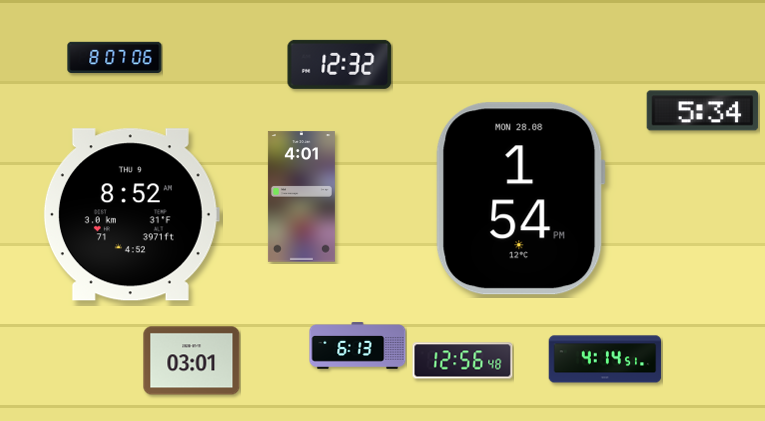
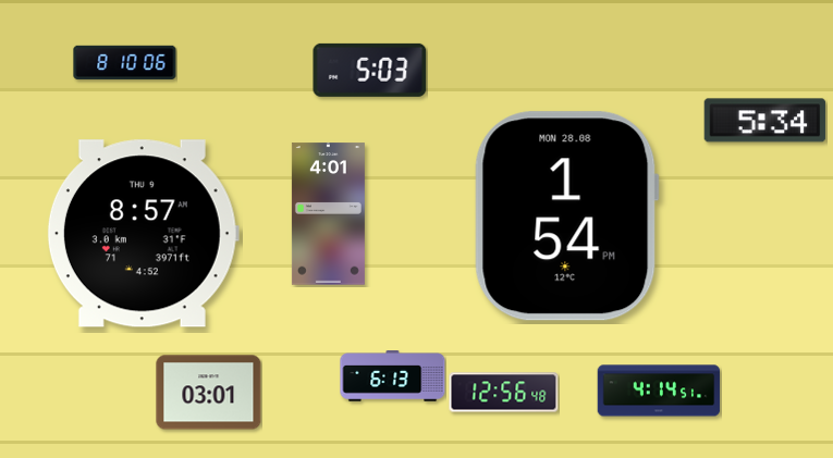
clock at (115, 58): 8:07 -> 8:10
clock at (340, 64): 12:32 -> 5:03
clock at (131, 215): 8:52 -> 8:57
clock at (358, 346) position: (358, 346) -> (393, 376)
